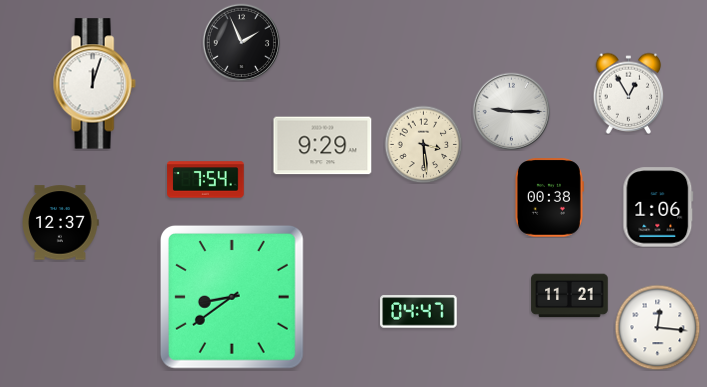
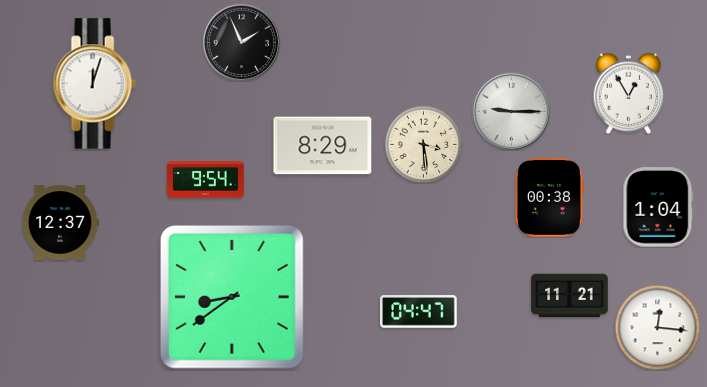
clock at (323, 146): 9:29 -> 8:29
clock at (206, 180): 7:54 -> 9:54
clock at (658, 207): 1:06 -> 1:04
